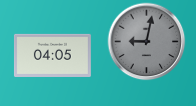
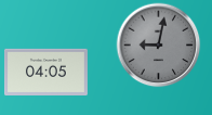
clock at (52, 55) position: (52, 55) -> (45, 72)
